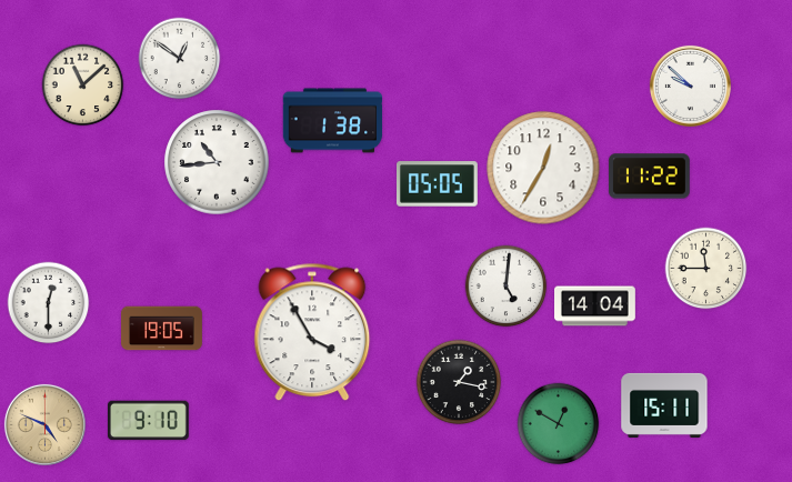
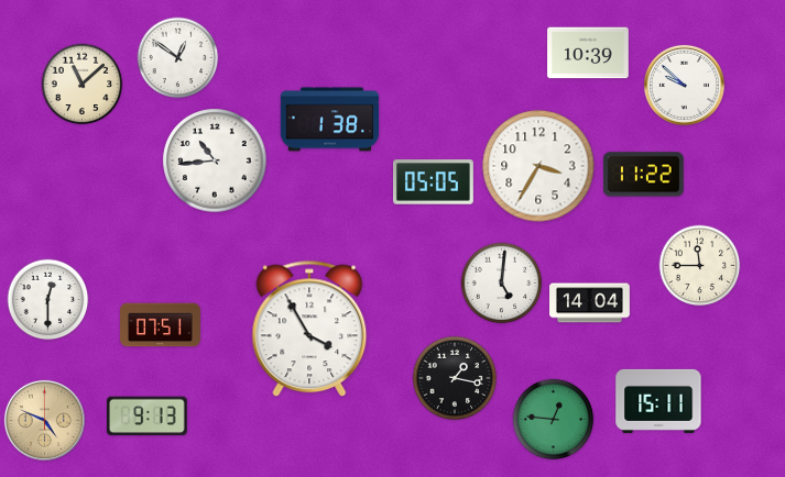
clock at (588, 53): none -> 10:39
clock at (543, 168): 12:35 -> 3:35
clock at (162, 329): 19:05 -> 07:51
clock at (148, 421): 9:10 -> 9:13
clock at (559, 424): 12:50 -> 12:46
